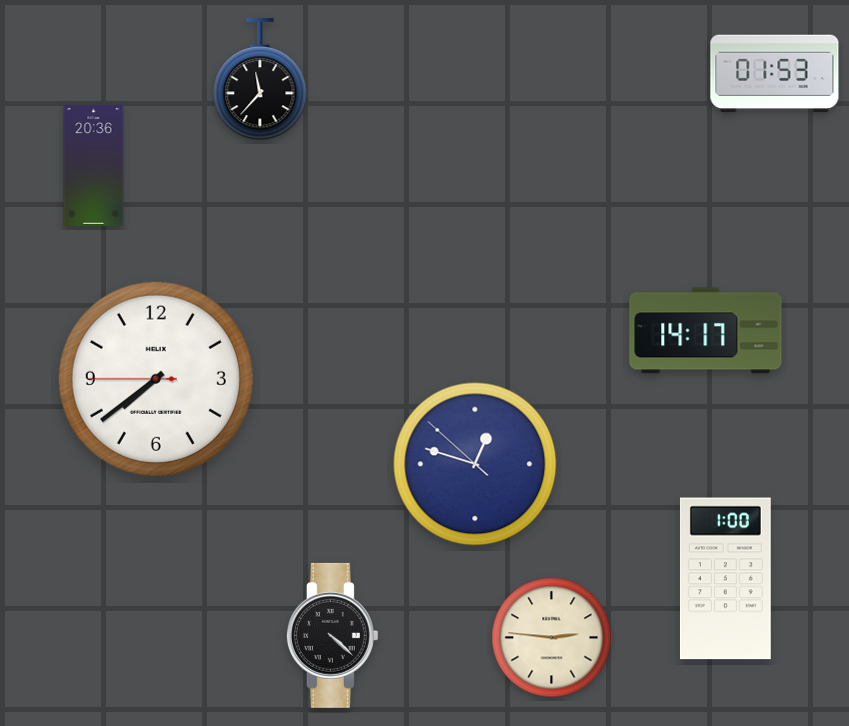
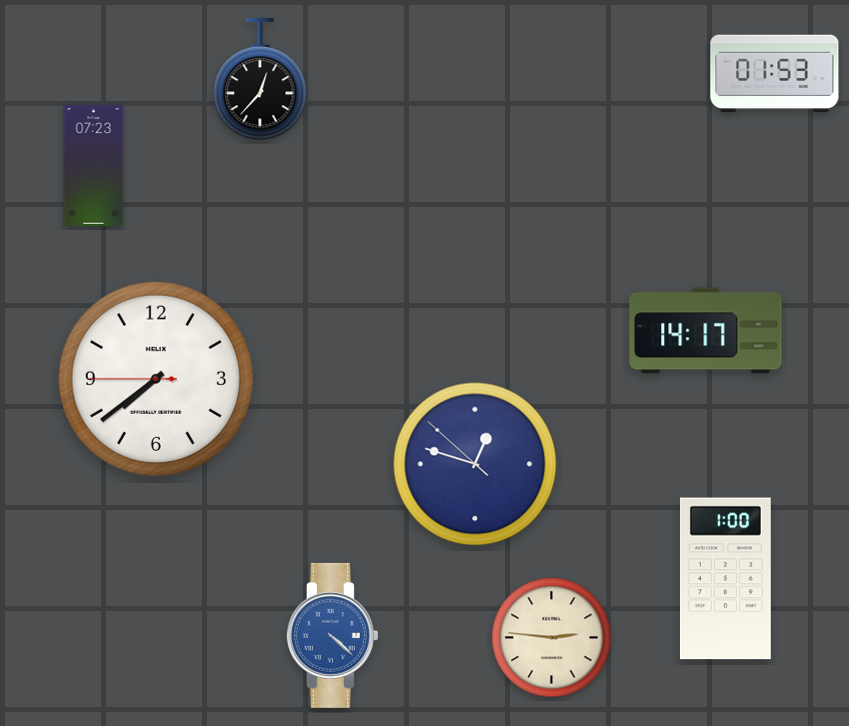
clock at (260, 80): 11:37 -> 12:37
clock at (94, 166): 20:36 -> 07:23
clock at (332, 635) dial: black -> blue
